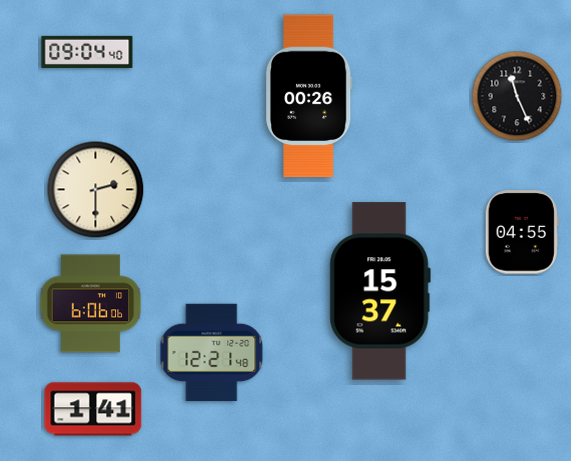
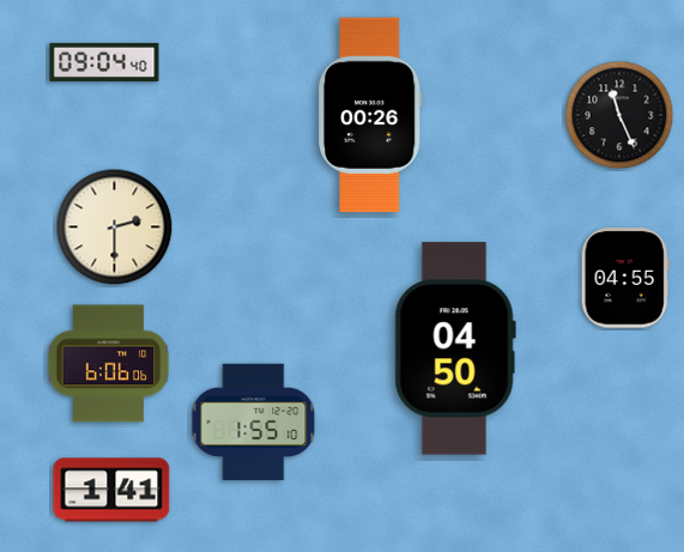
clock at (380, 291): 15:37 -> 04:50
clock at (212, 352): 12:21 -> 1:55
